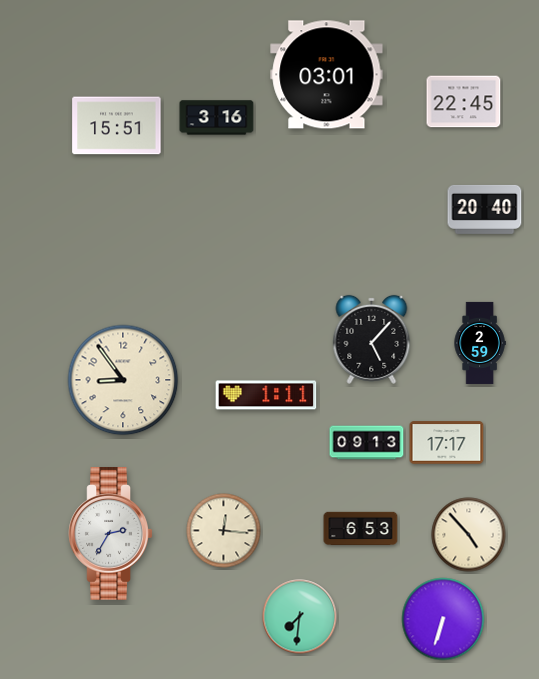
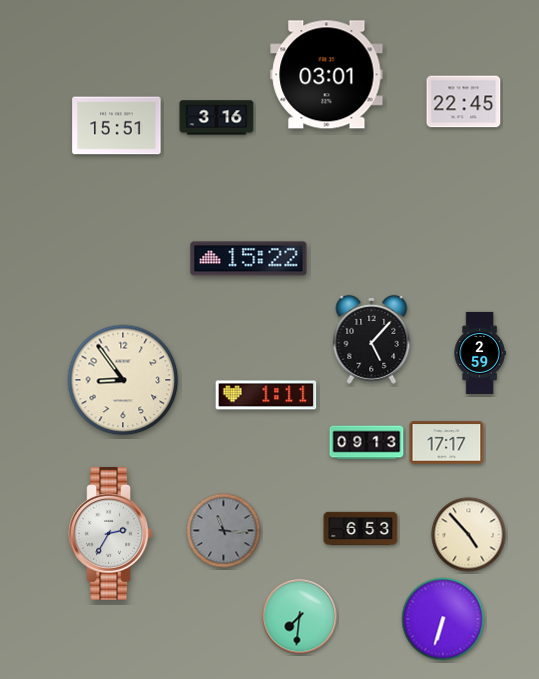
clock at (485, 209): 20:40 -> none
clock at (249, 259): none -> 15:22
clock at (480, 343) position: (480, 343) -> (480, 353)
clock at (224, 531): 12:16 -> 11:16
clock at (224, 531) dial: cream -> grey
